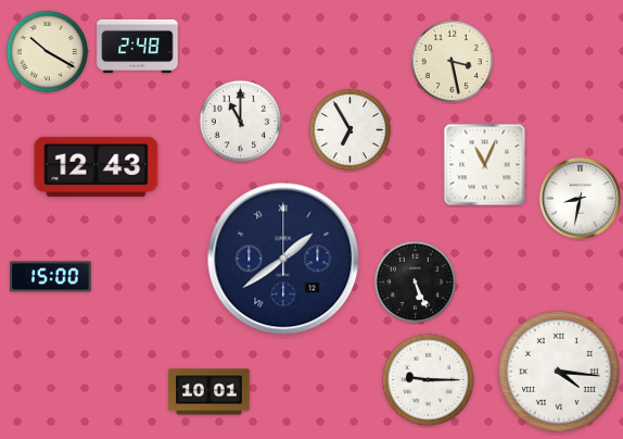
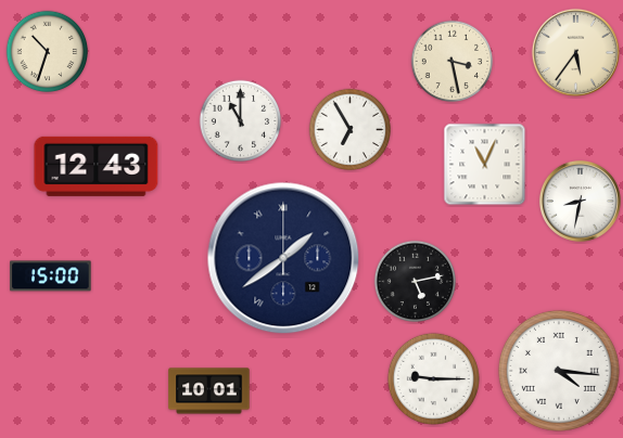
clock at (138, 46): 2:48 -> none
clock at (48, 52): 10:20 -> 10:33
clock at (575, 52): none -> 5:36
clock at (580, 198) position: (580, 198) -> (580, 201)
clock at (416, 283): 5:26 -> 5:13
clock at (428, 379) position: (428, 379) -> (433, 378)
